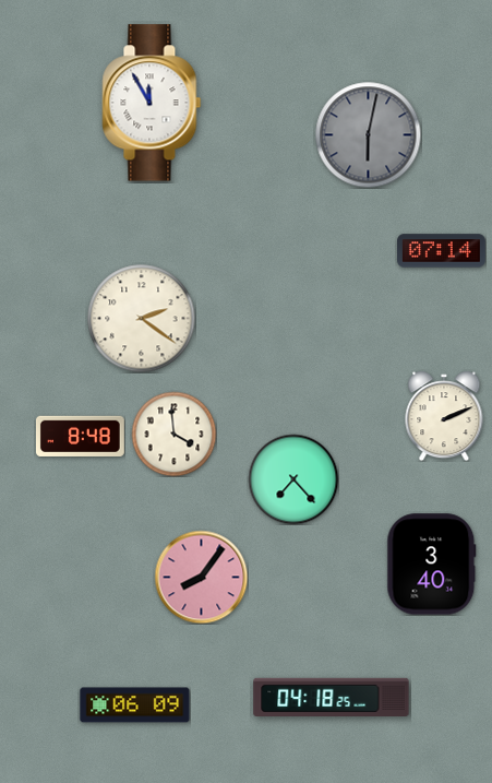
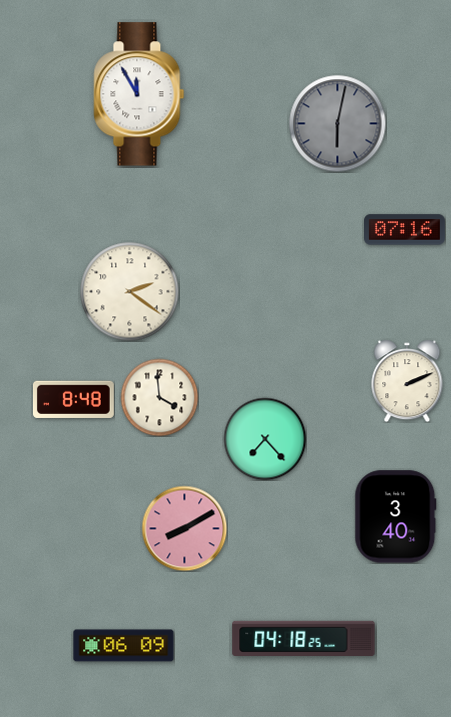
clock at (442, 251): 07:14 -> 07:16
clock at (293, 479) position: (293, 479) -> (265, 439)
clock at (201, 577): 8:06 -> 8:10
